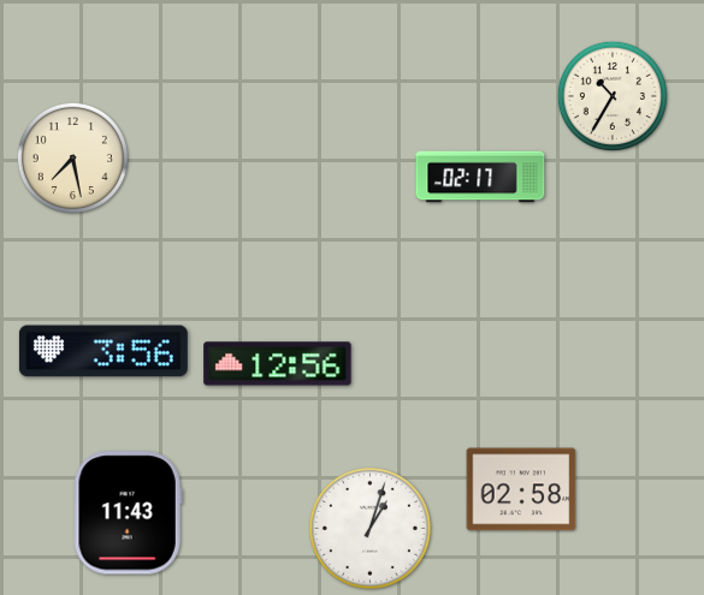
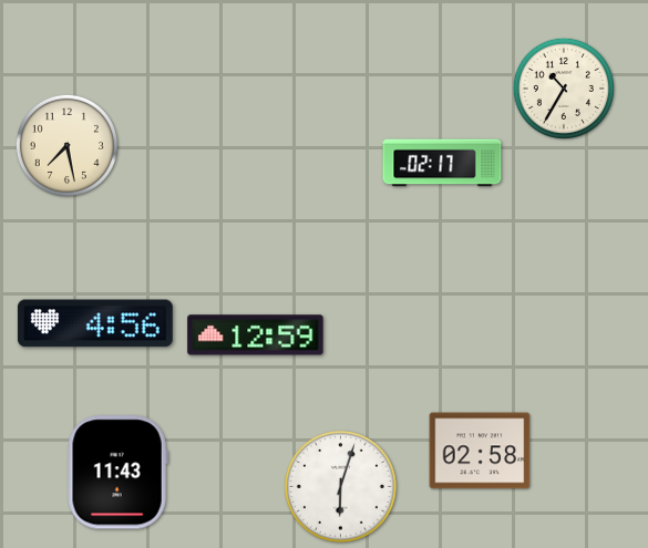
clock at (103, 351): 3:56 -> 4:56
clock at (278, 364): 12:56 -> 12:59
clock at (371, 529): 1:03 -> 6:03
